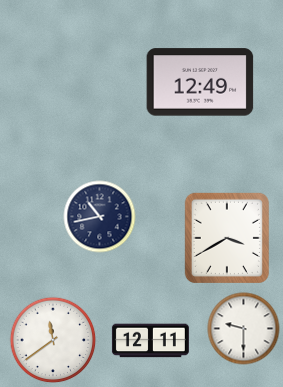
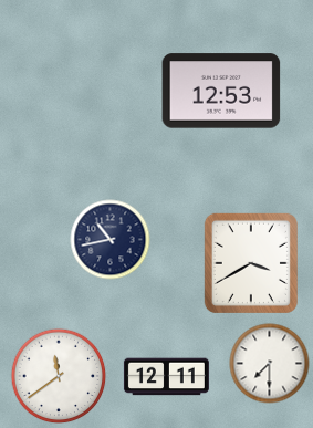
clock at (200, 82): 12:49 -> 12:53
clock at (244, 329): 9:30 -> 7:30
